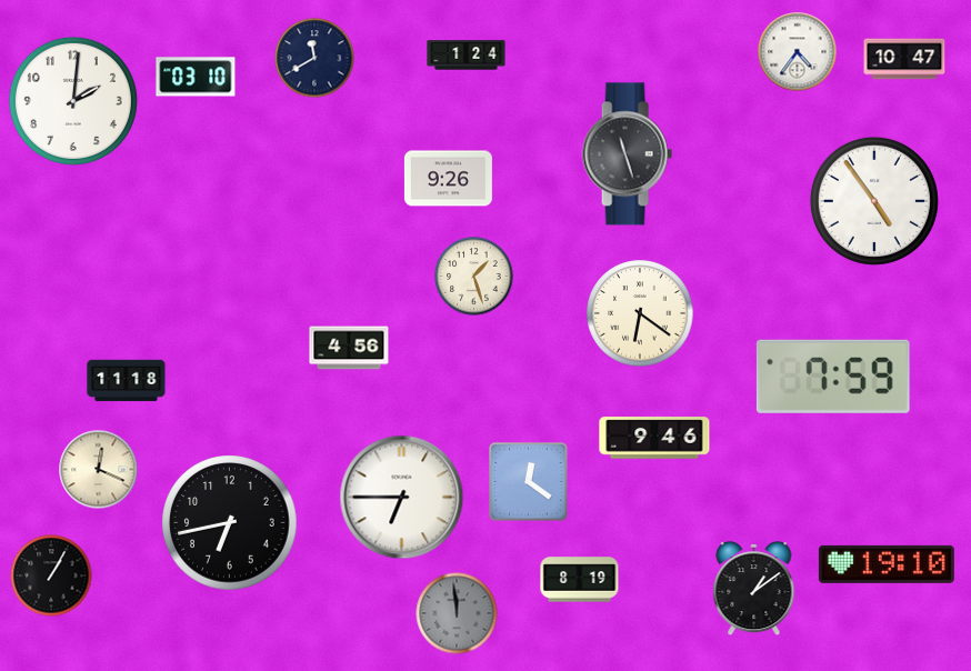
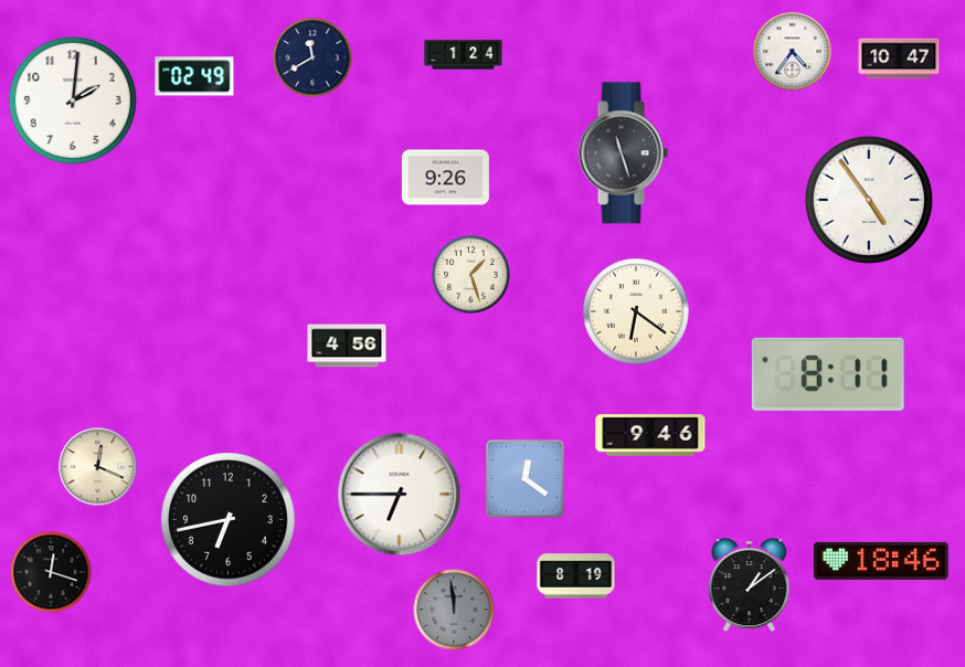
clock at (196, 77): 03:10 -> 02:49
clock at (833, 377): 7:59 -> 8:11
clock at (127, 381): 11:18 -> none
clock at (887, 564): 19:10 -> 18:46
clock at (51, 575): 1:05 -> 12:18
